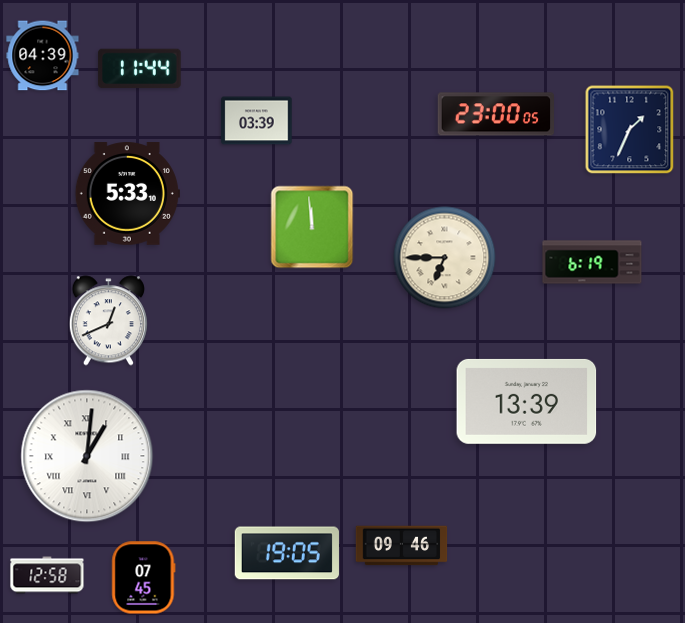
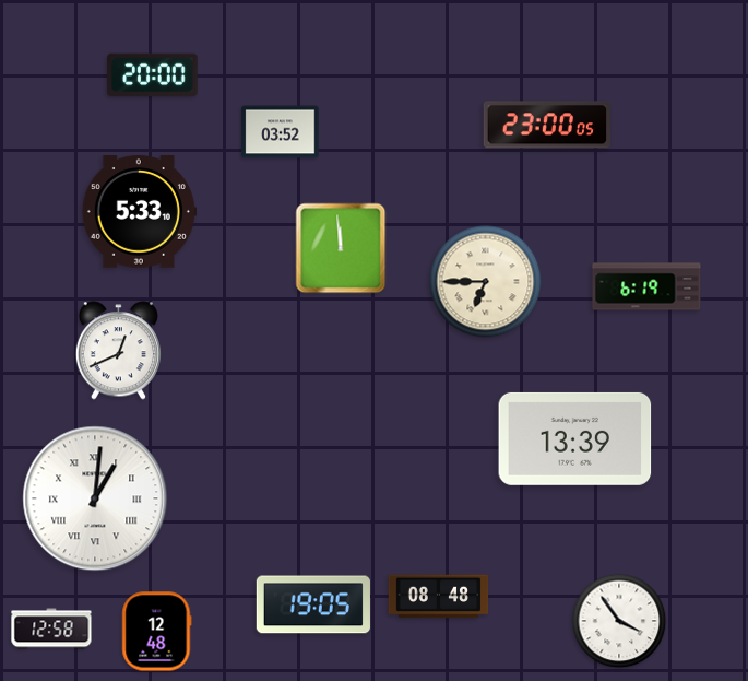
clock at (43, 56): 04:39 -> none
clock at (140, 69): 11:44 -> 20:00
clock at (495, 114) position: (495, 114) -> (546, 125)
clock at (257, 121): 03:39 -> 03:52
clock at (630, 130): 1:34 -> none
clock at (402, 546): 09:46 -> 08:48
clock at (619, 621): none -> 3:54
clock at (144, 578): 07:45 -> 12:48
